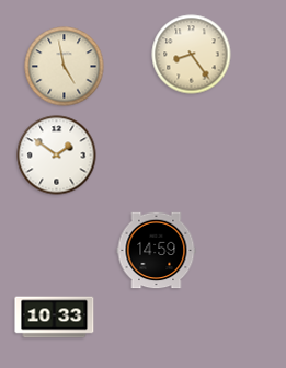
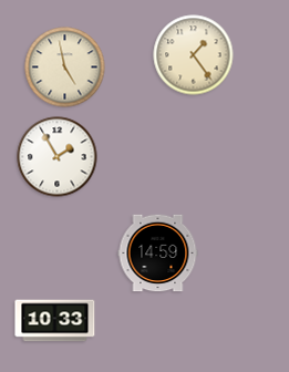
clock at (192, 55): 8:24 -> 1:24
clock at (57, 156): 1:51 -> 1:55
